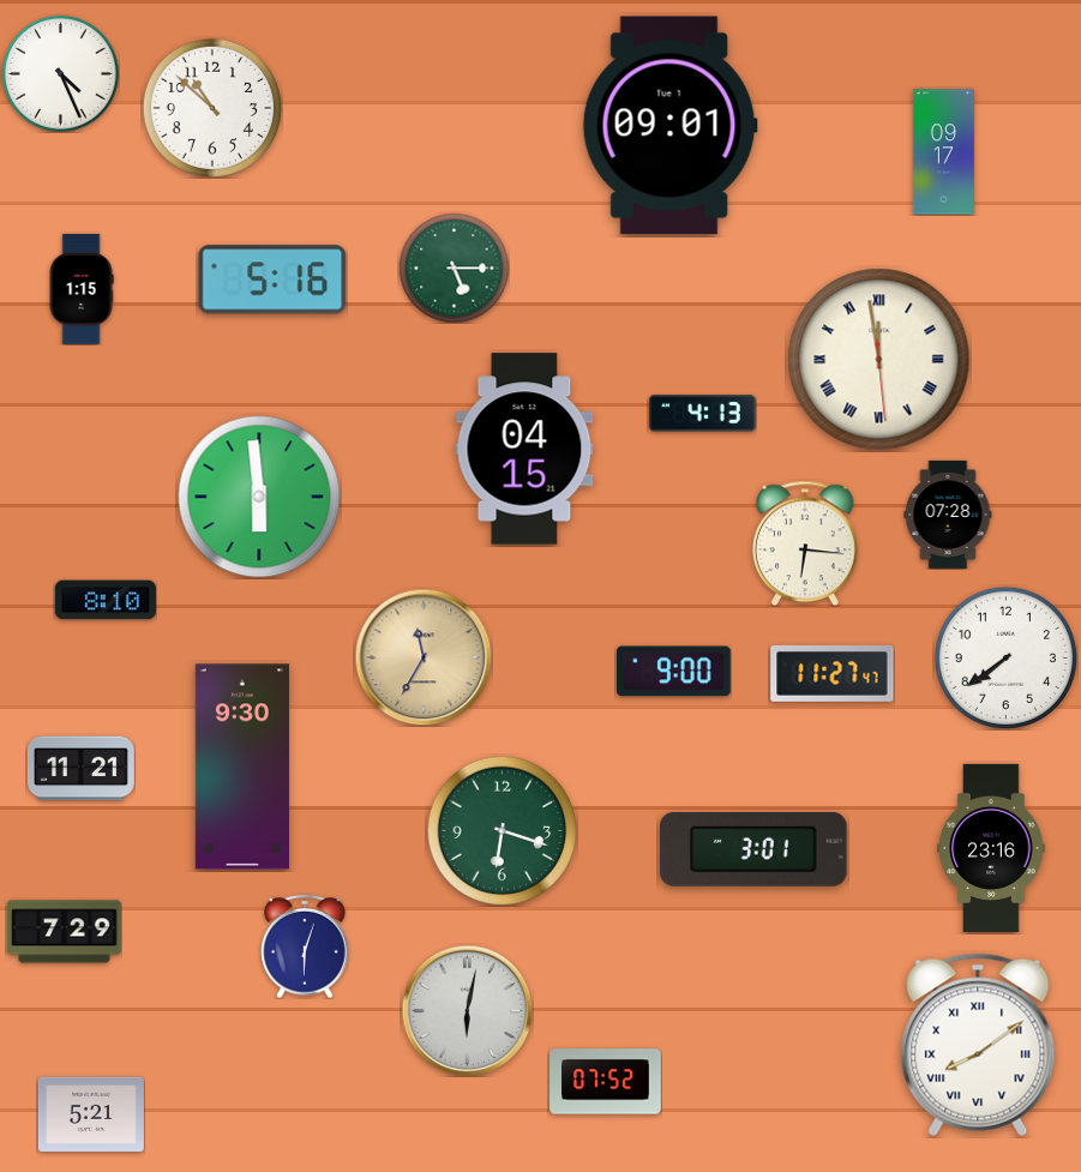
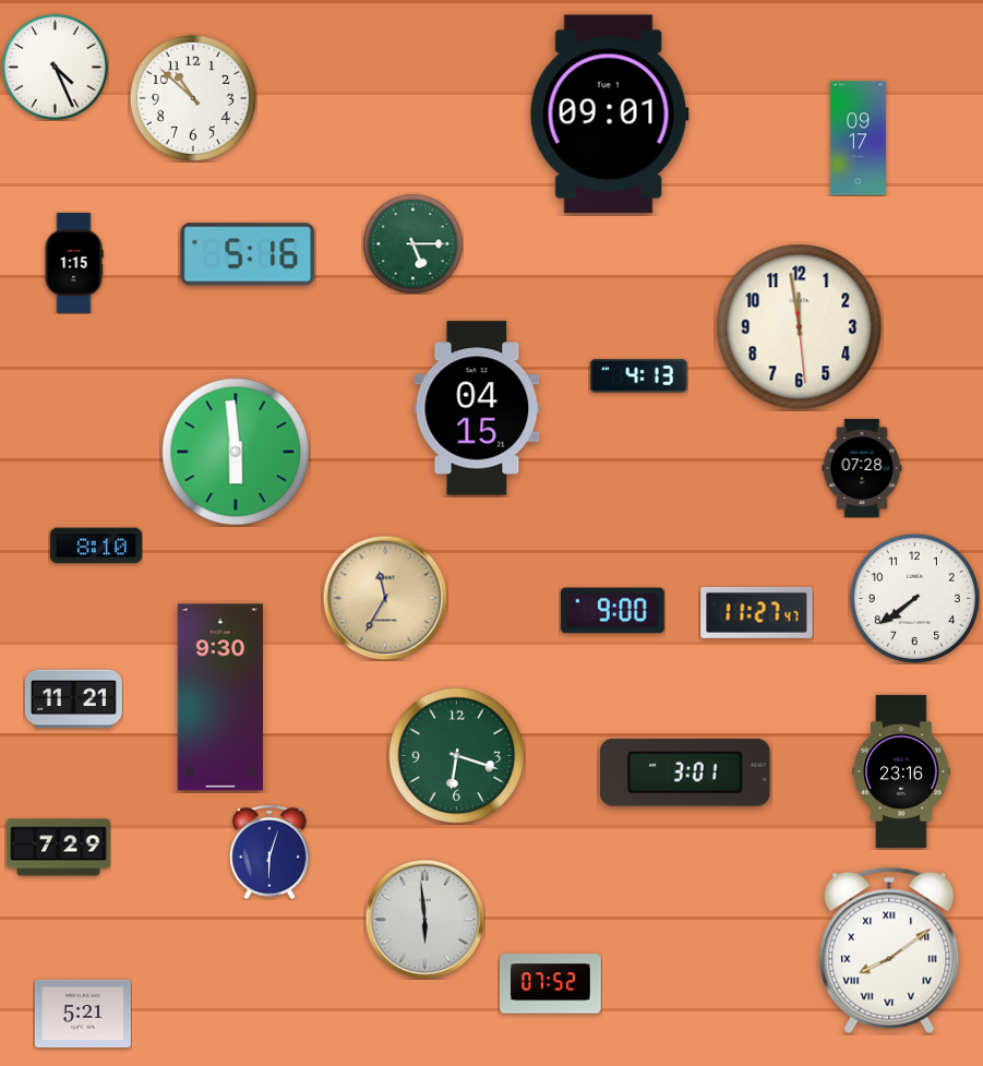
clock at (879, 360) numerals: Roman -> Arabic
clock at (805, 543): 6:16 -> none
clock at (305, 946) position: (305, 946) -> (269, 852)
clock at (467, 1010): 6:02 -> 5:59
